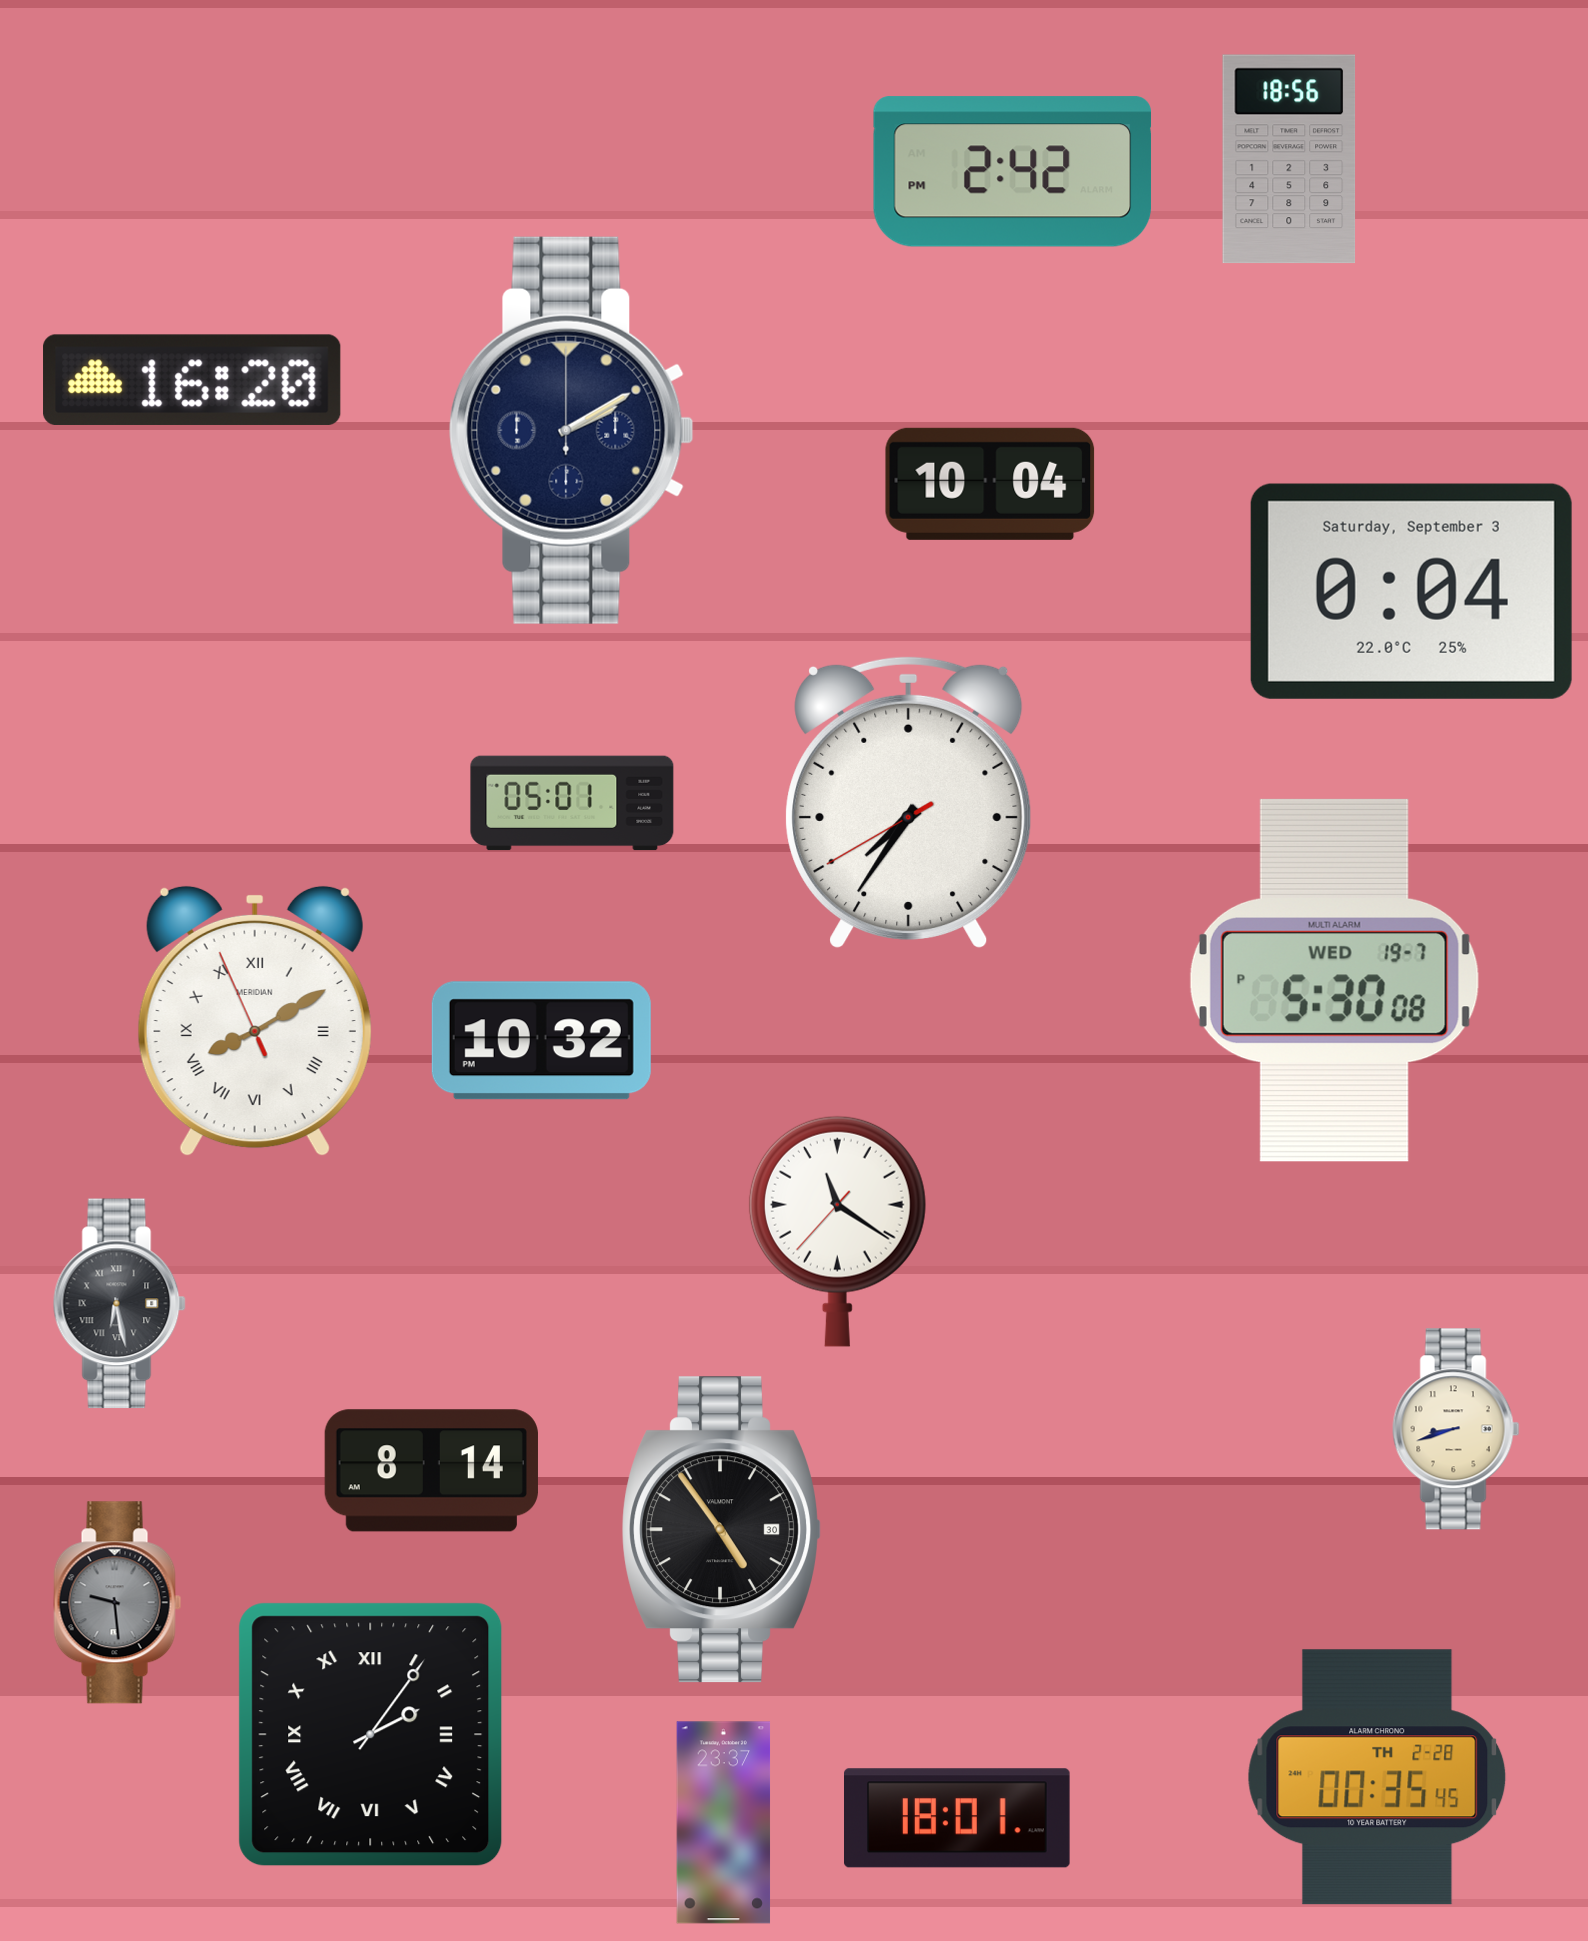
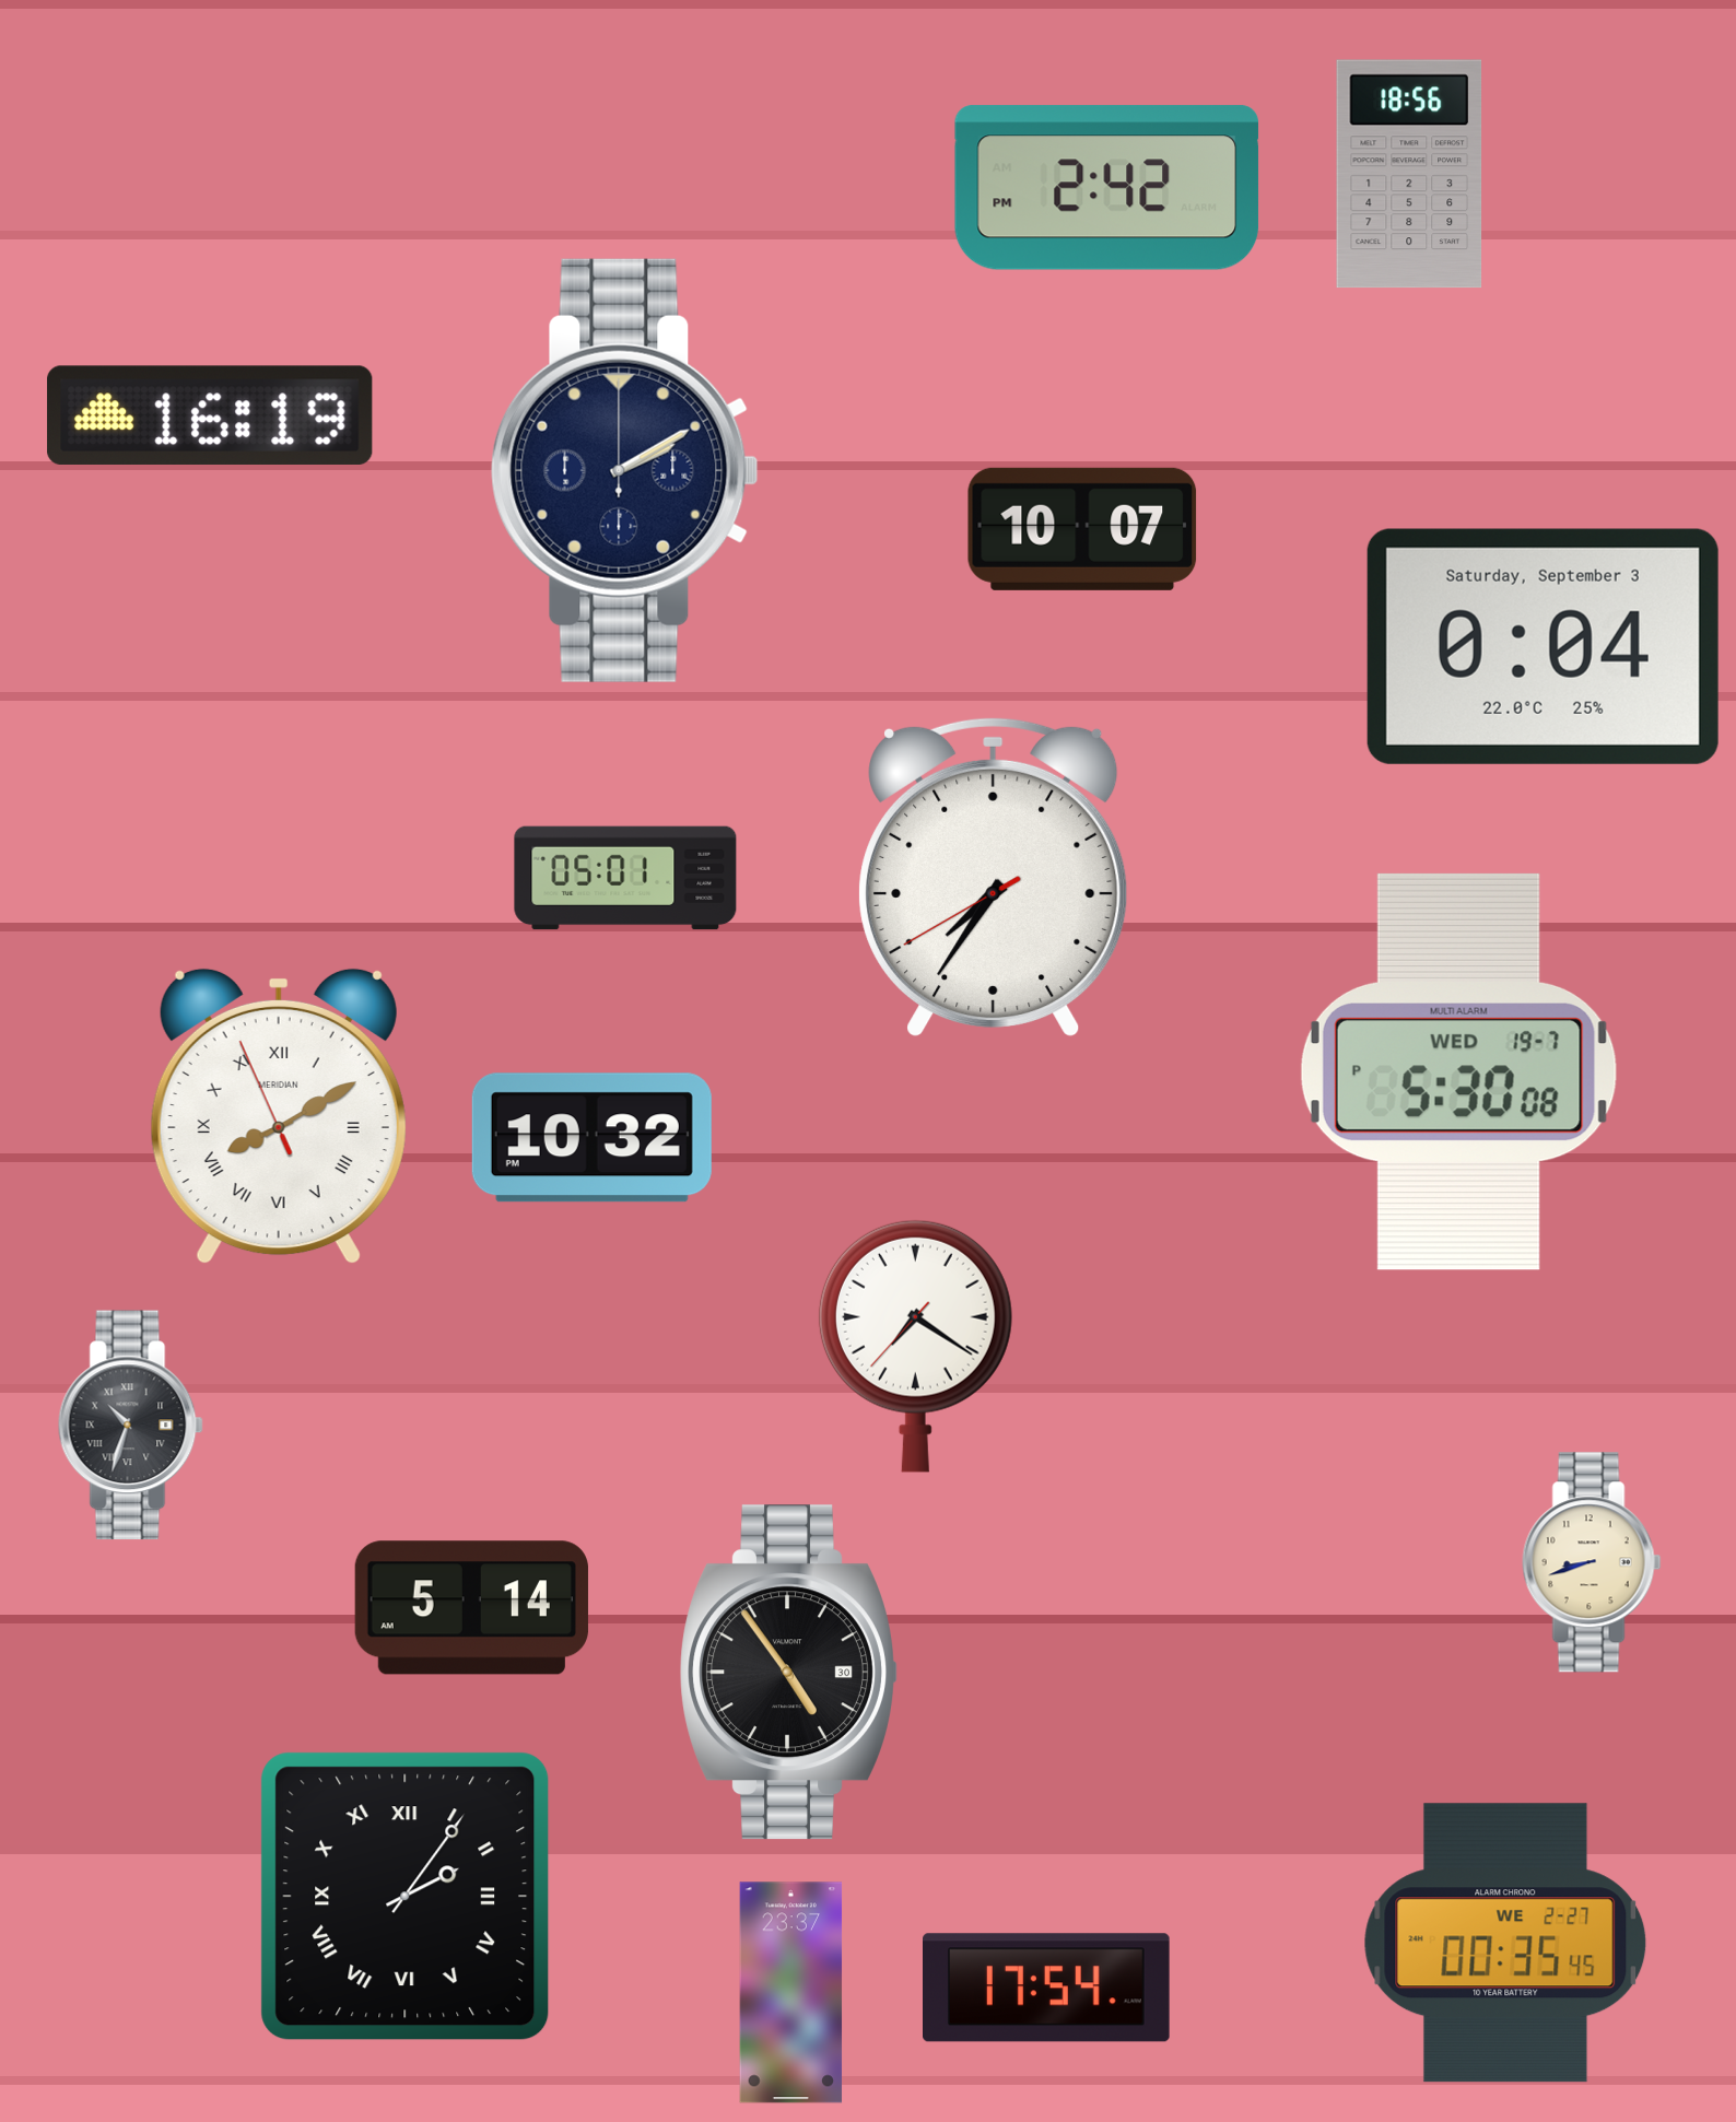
clock at (192, 380): 16:20 -> 16:19
clock at (990, 484): 10:04 -> 10:07
clock at (837, 1231): 11:20 -> 7:20
clock at (119, 1304): 6:28 -> 10:33
clock at (431, 1471): 8:14 -> 5:14
clock at (118, 1603): 9:29 -> none
clock at (1377, 1777) date: TH 2-28 -> WE 2-27
clock at (958, 1818): 18:01 -> 17:54
